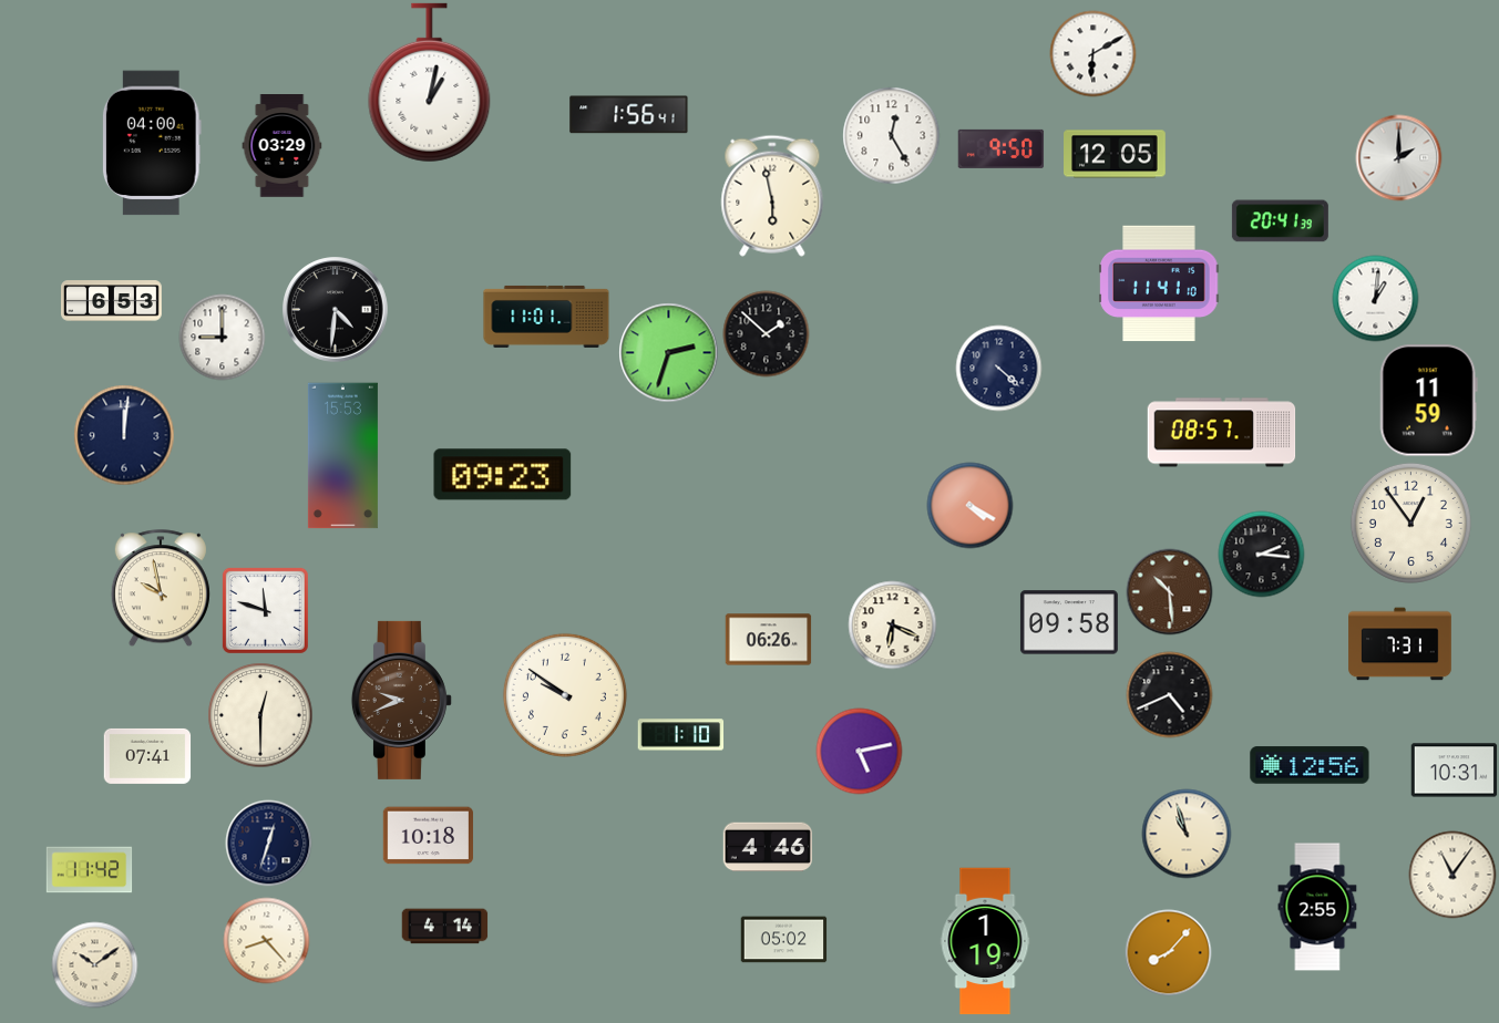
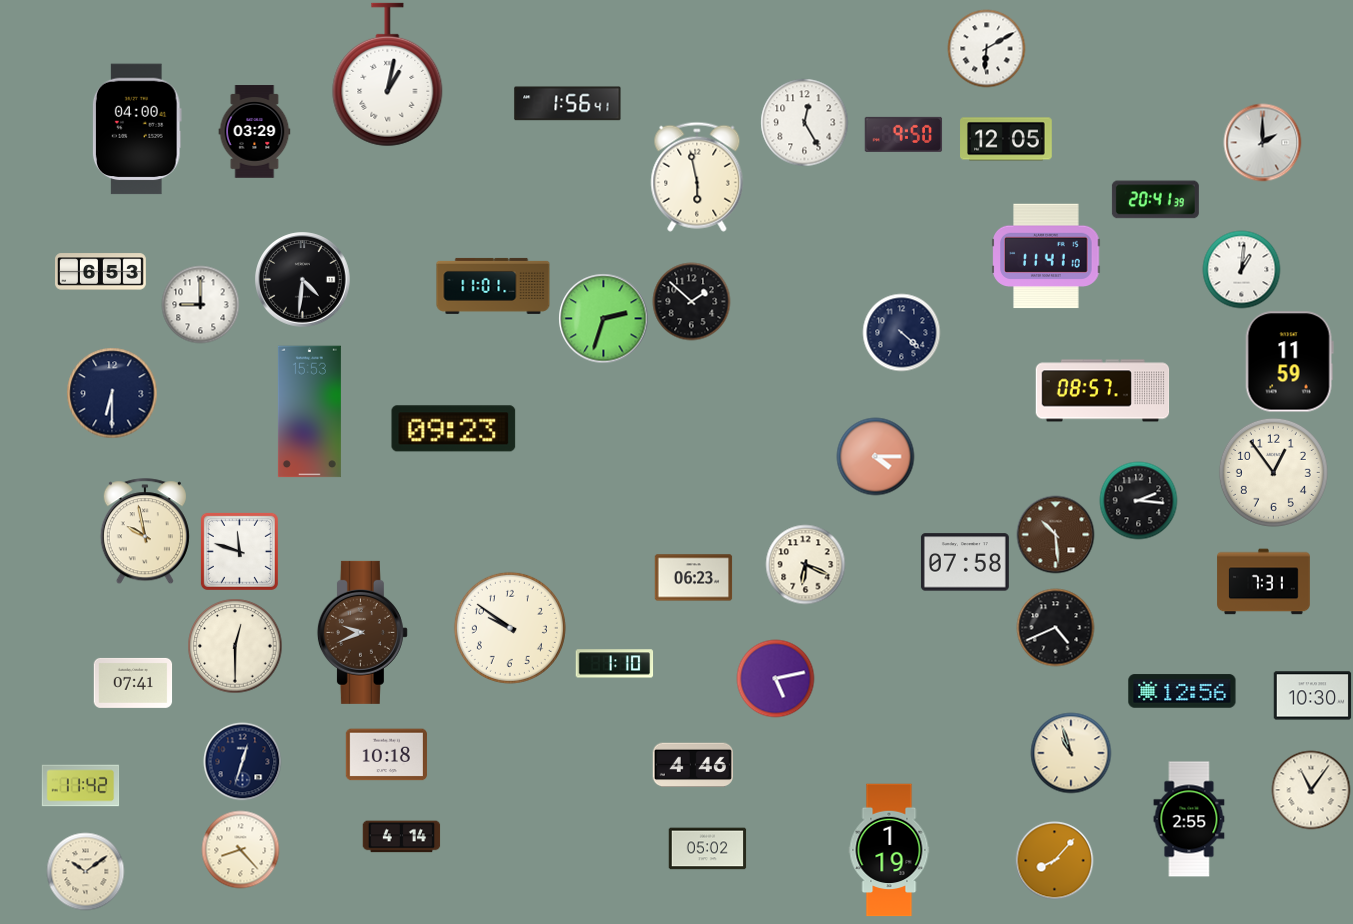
clock at (124, 435): 12:01 -> 6:30
clock at (969, 505): 4:20 -> 4:15
clock at (1069, 622): 09:58 -> 07:58
clock at (768, 640): 06:26 -> 06:23
clock at (1454, 771): 10:31 -> 10:30
